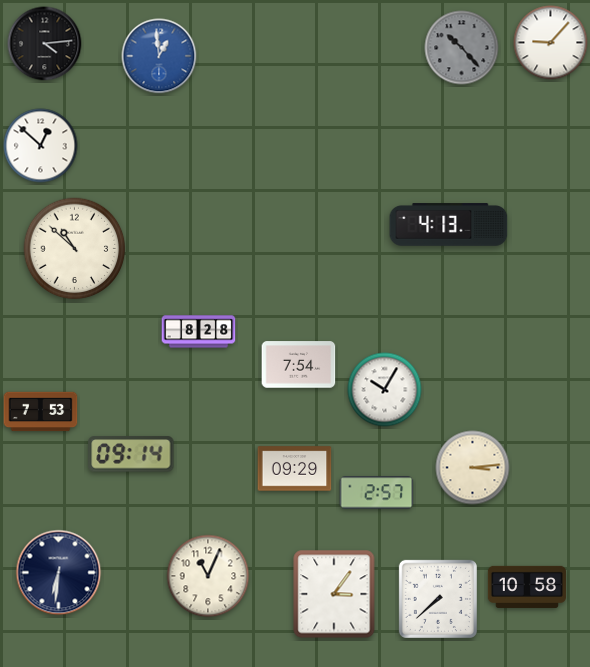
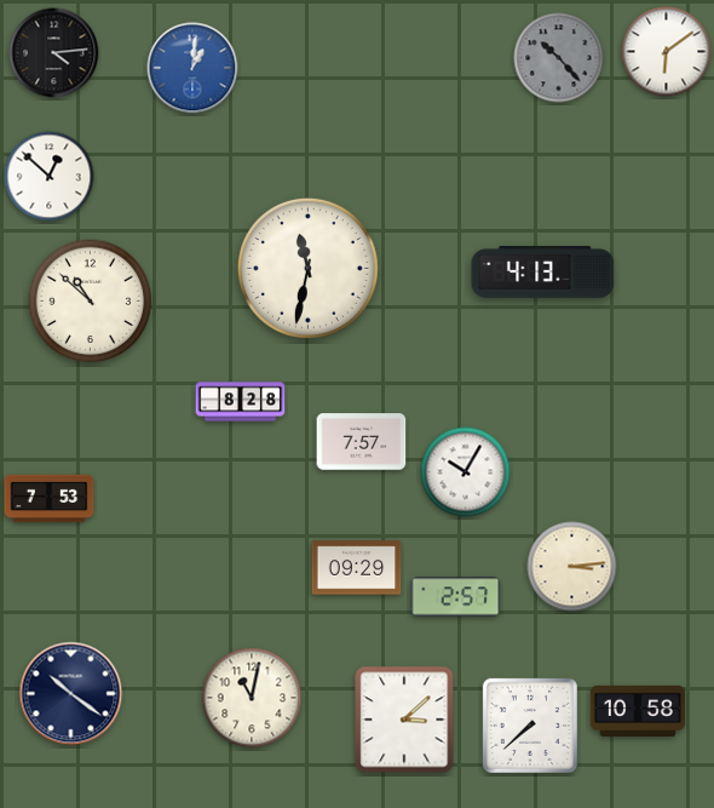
clock at (551, 43): 9:07 -> 6:09
clock at (159, 56): 12:59 -> 1:01
clock at (307, 268): none -> 11:32
clock at (299, 365): 7:54 -> 7:57
clock at (131, 454): 09:14 -> none
clock at (59, 573): 6:31 -> 10:21
clock at (208, 576): 11:04 -> 11:02
clock at (334, 594): 3:06 -> 3:08
